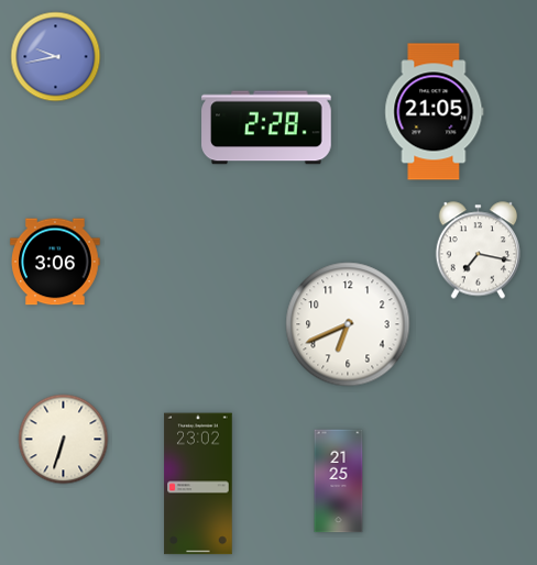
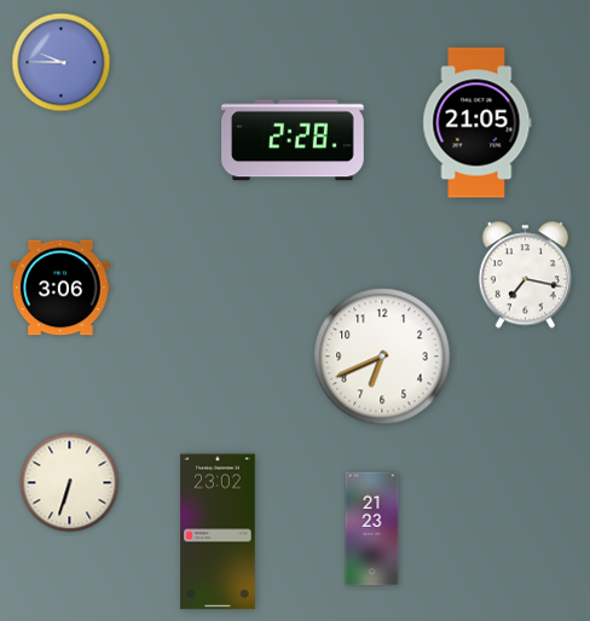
clock at (56, 57): 9:43 -> 9:45
clock at (339, 481): 21:25 -> 21:23
